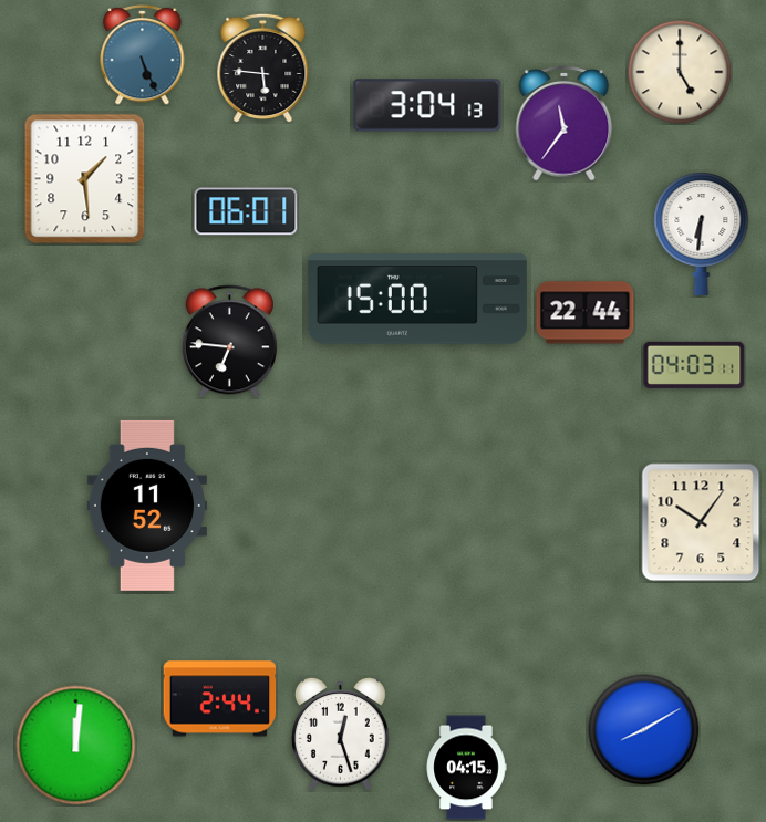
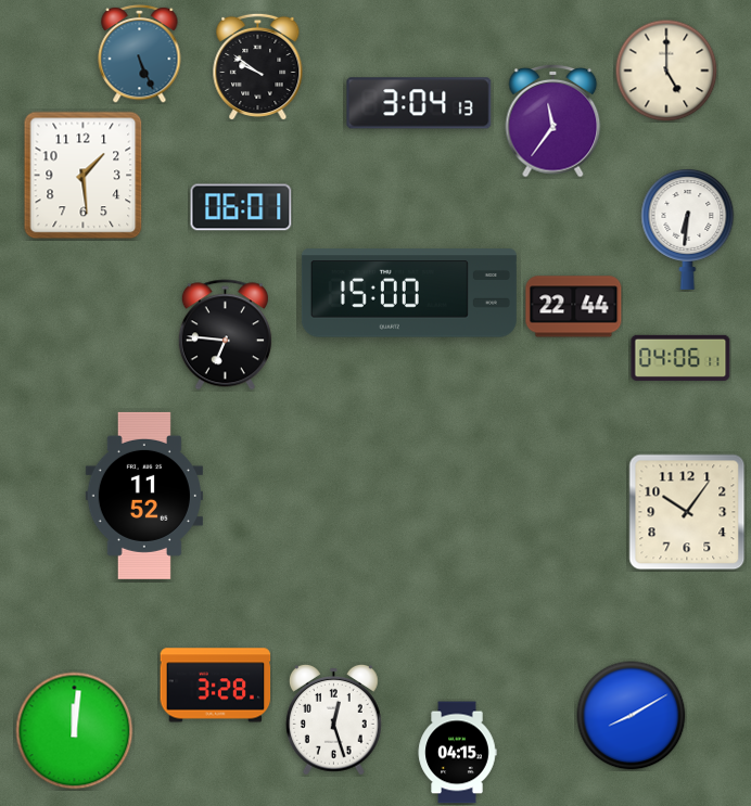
clock at (263, 67): 5:46 -> 9:51
clock at (694, 365): 04:03 -> 04:06
clock at (220, 699): 2:44 -> 3:28
